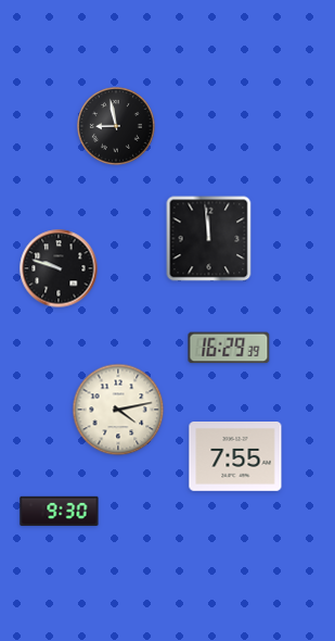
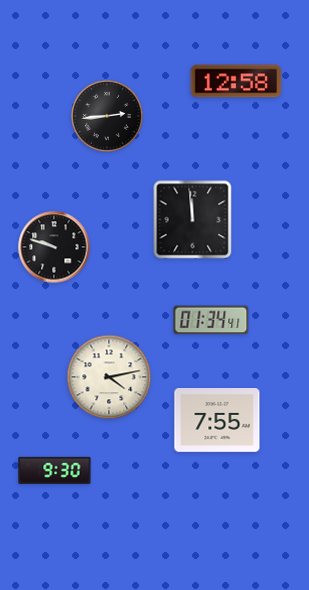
clock at (236, 81): none -> 12:58
clock at (117, 127): 8:58 -> 2:44
clock at (229, 348): 16:29 -> 01:34
